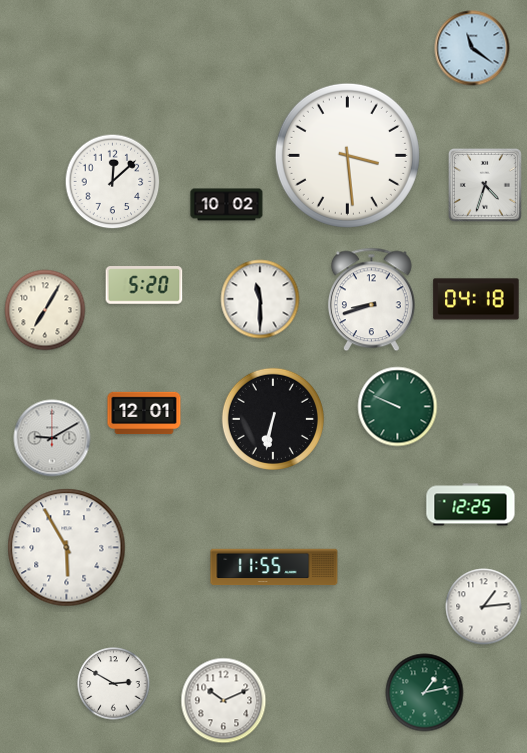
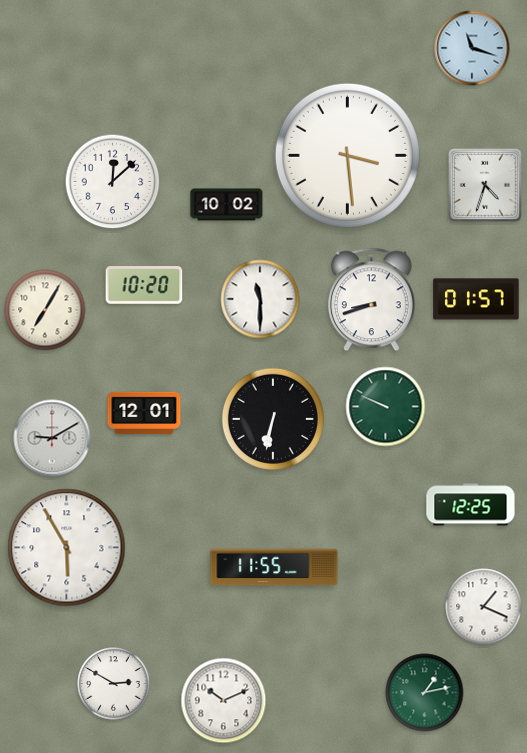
clock at (472, 48): 11:21 -> 11:18
clock at (144, 285): 5:20 -> 10:20
clock at (476, 299): 04:18 -> 01:57
clock at (398, 407) position: (398, 407) -> (386, 407)
clock at (484, 607): 1:14 -> 1:19
